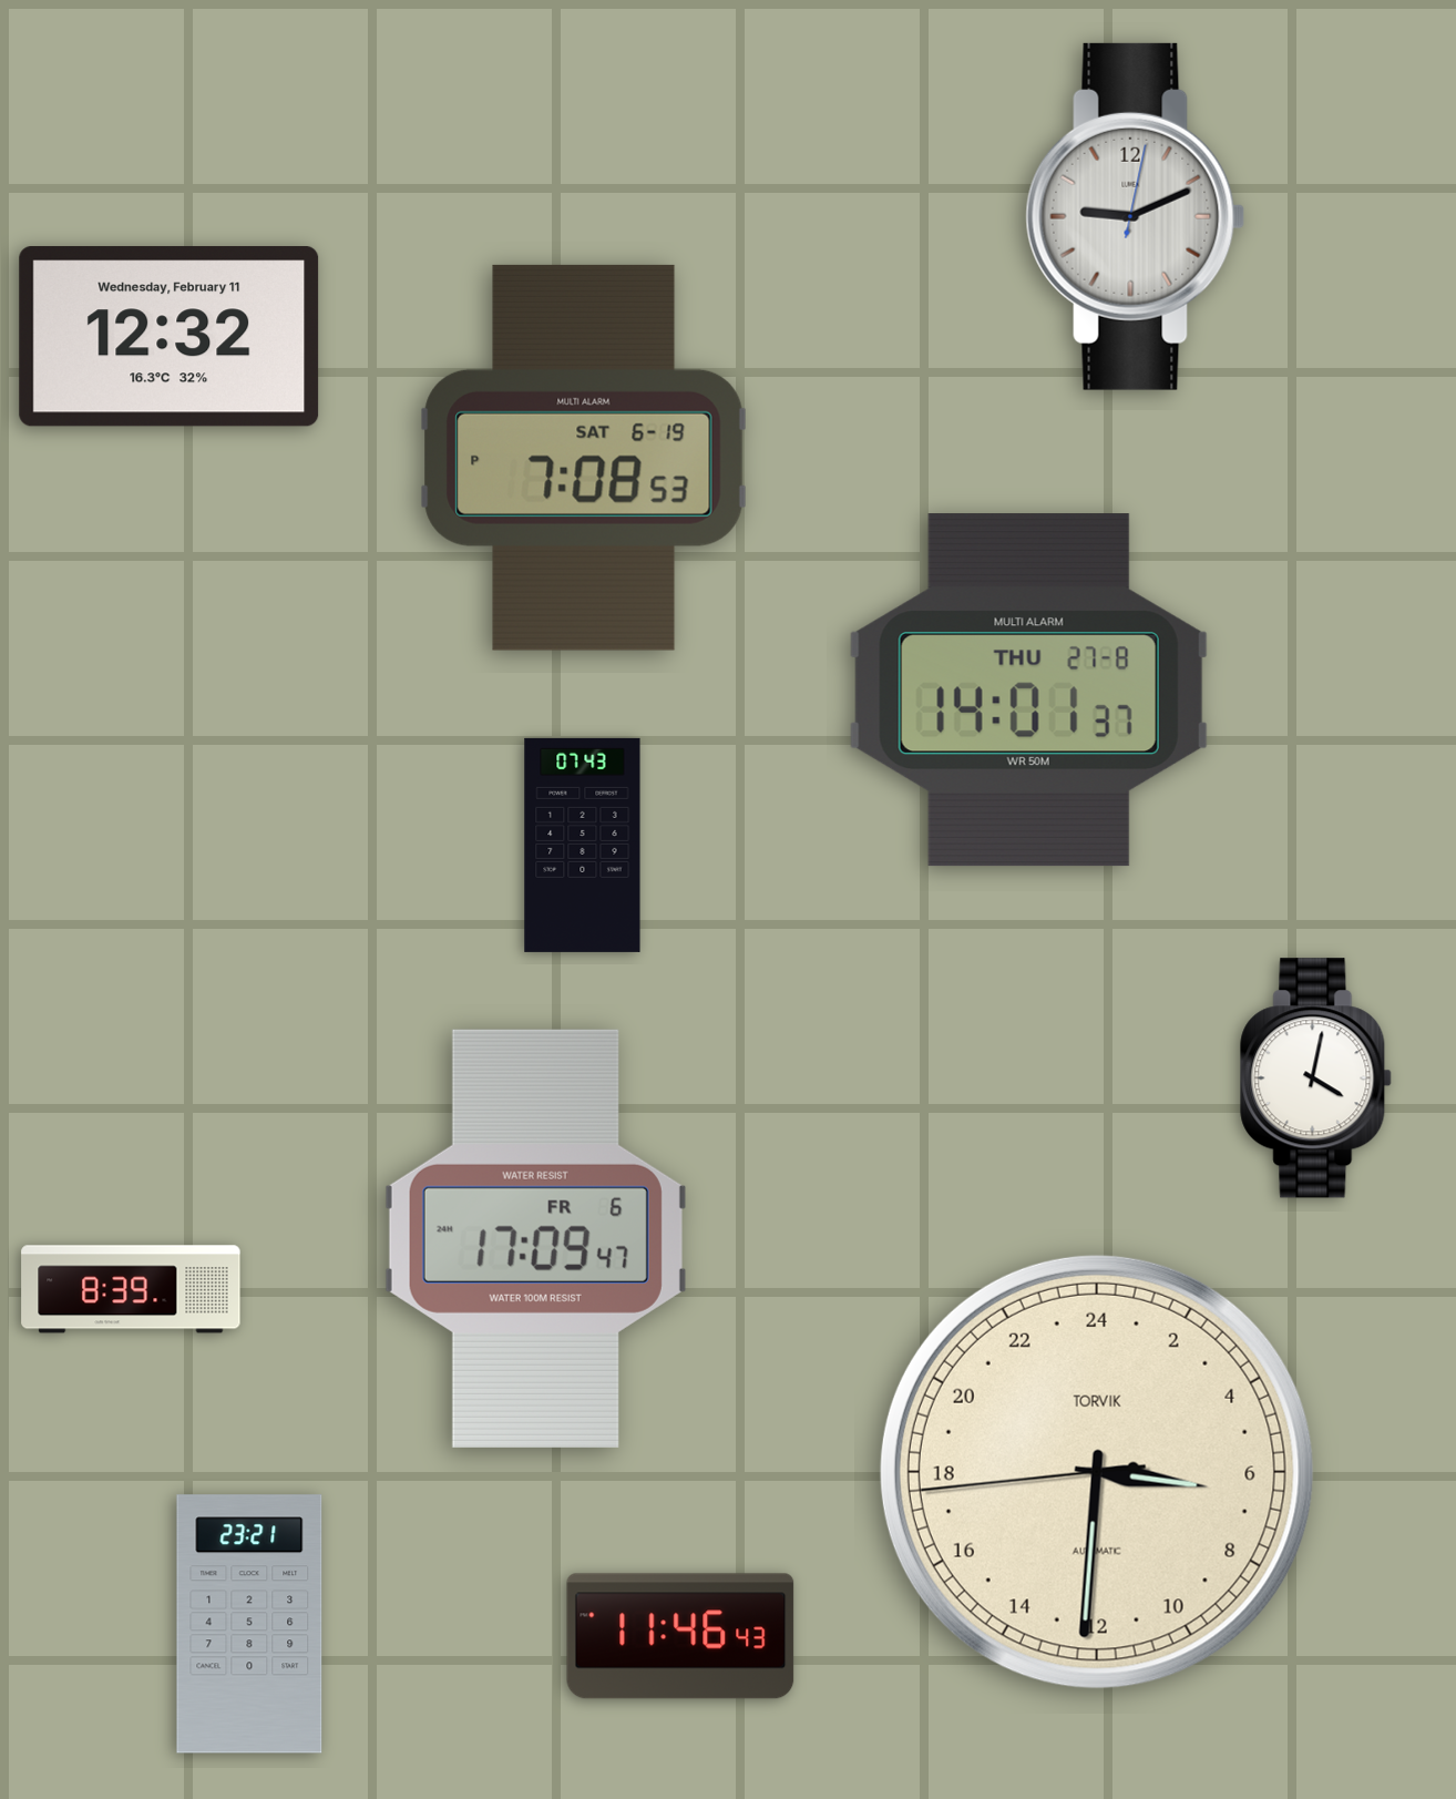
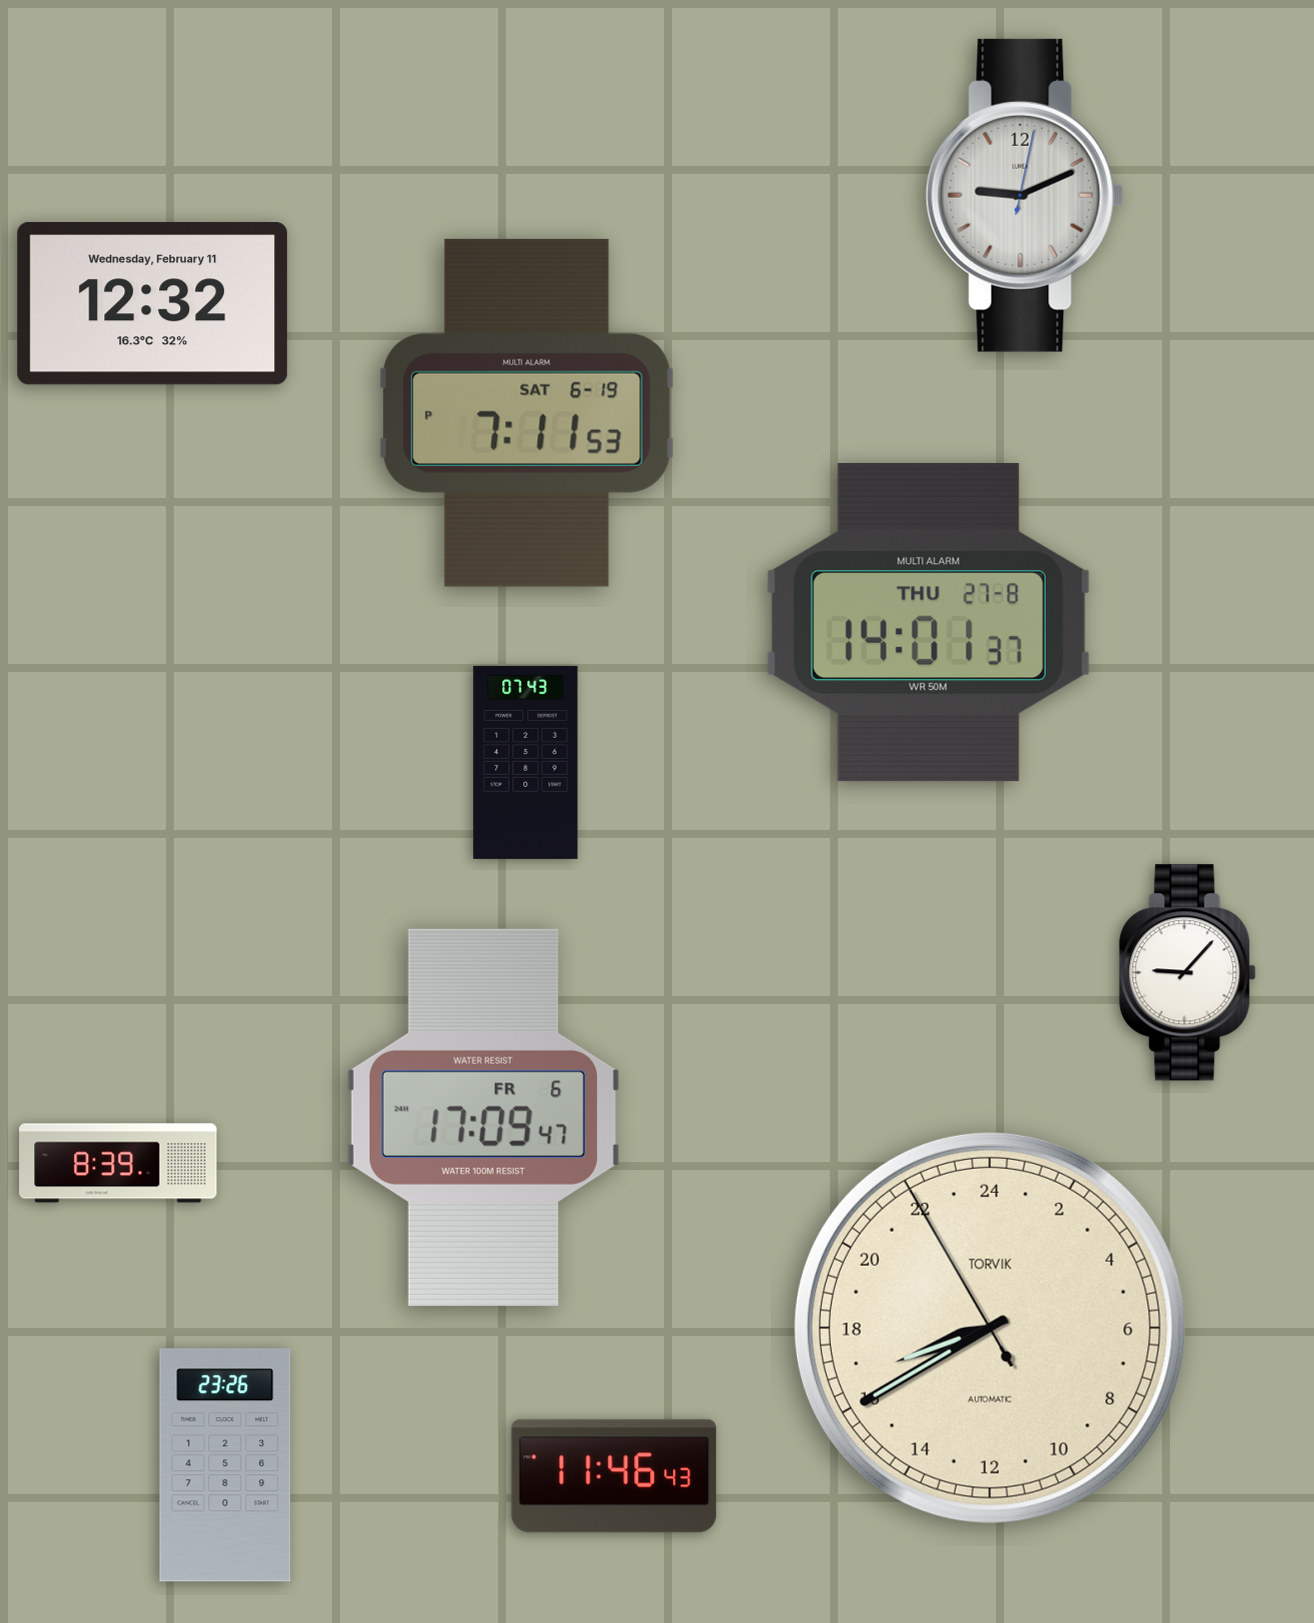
clock at (584, 458): 7:08 -> 7:11
clock at (1316, 1079): 4:02 -> 9:07
clock at (1097, 1472): 6:30 -> 16:39
clock at (249, 1624): 23:21 -> 23:26
